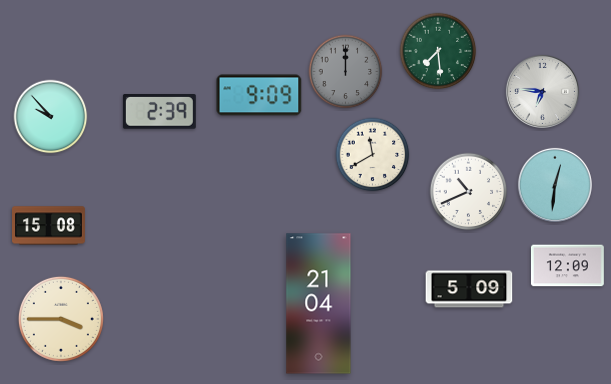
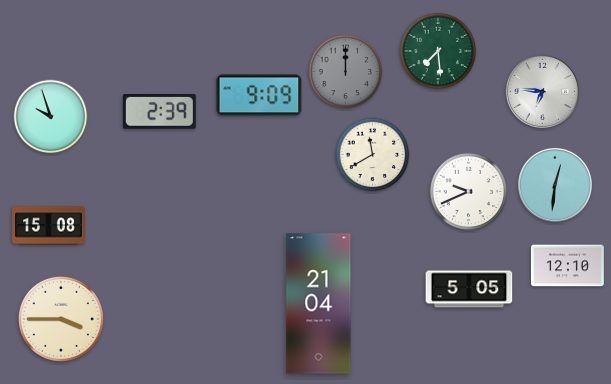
clock at (51, 117): 9:53 -> 9:57
clock at (469, 192): 10:41 -> 9:41
clock at (567, 266): 12:09 -> 12:10
clock at (469, 289): 5:09 -> 5:05
